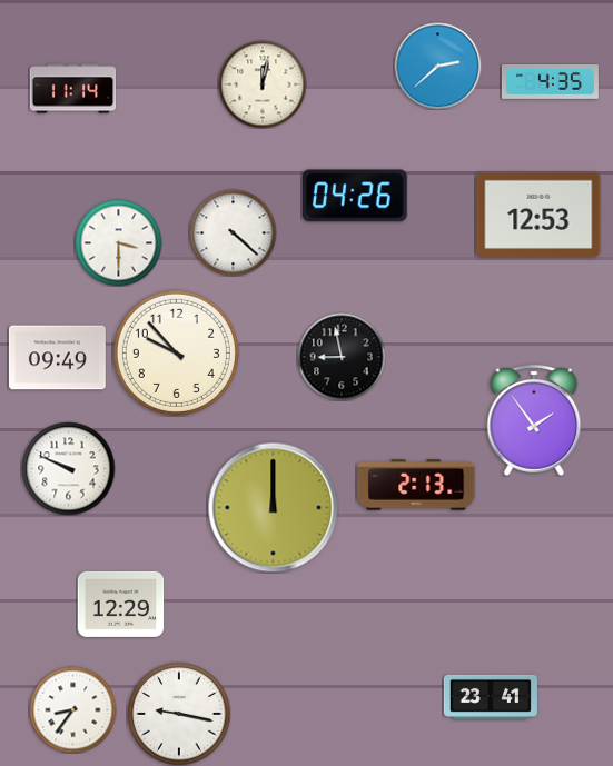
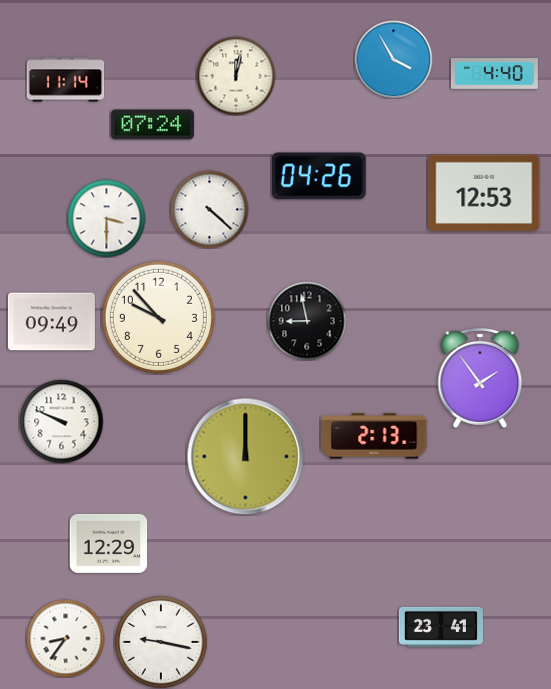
clock at (437, 66): 2:38 -> 3:55
clock at (550, 82): 4:35 -> 4:40
clock at (152, 125): none -> 07:24
